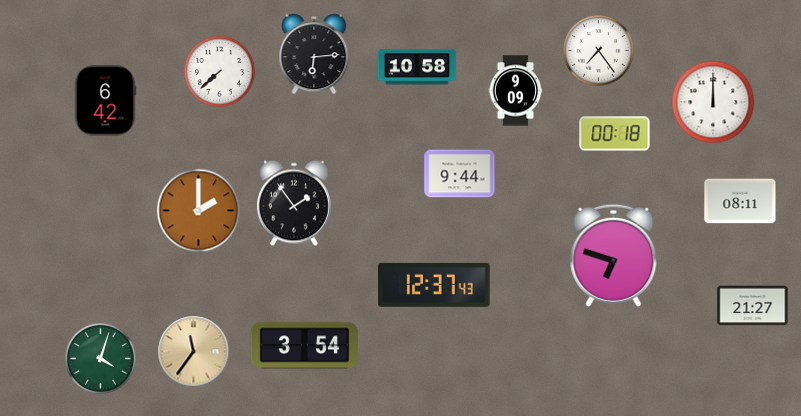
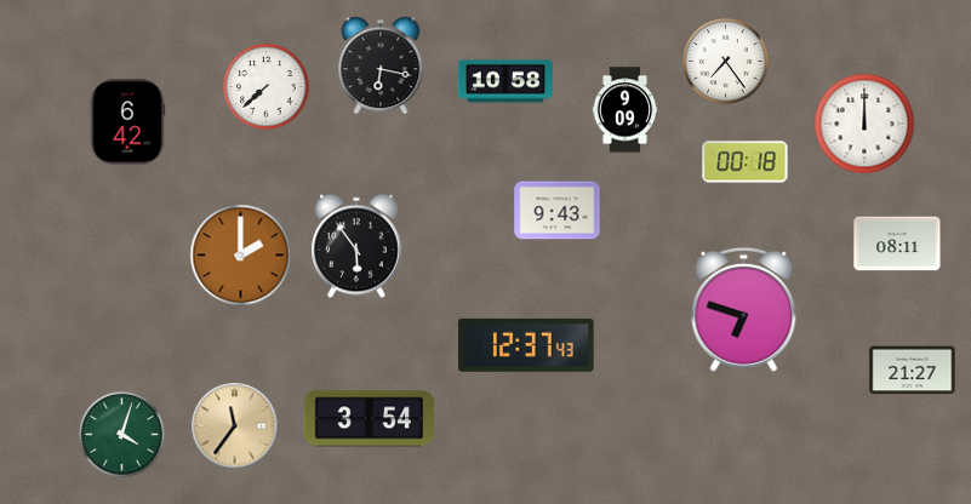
clock at (314, 54): 6:14 -> 6:17
clock at (460, 174): 9:44 -> 9:43
clock at (294, 203): 1:54 -> 5:54
